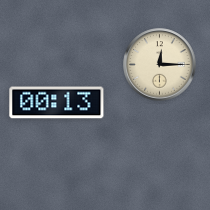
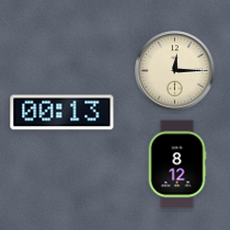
clock at (177, 164): none -> 8:12
